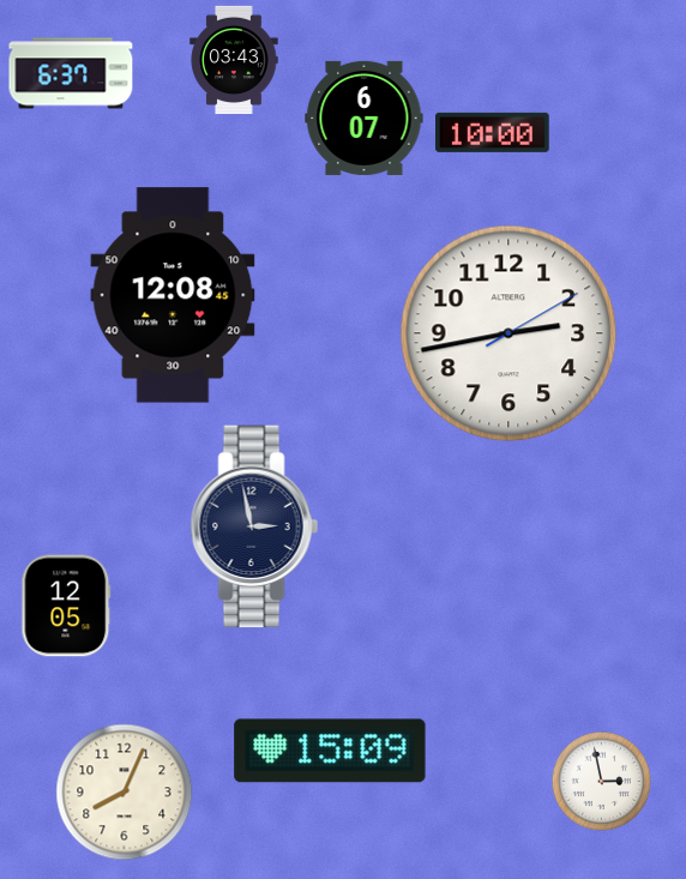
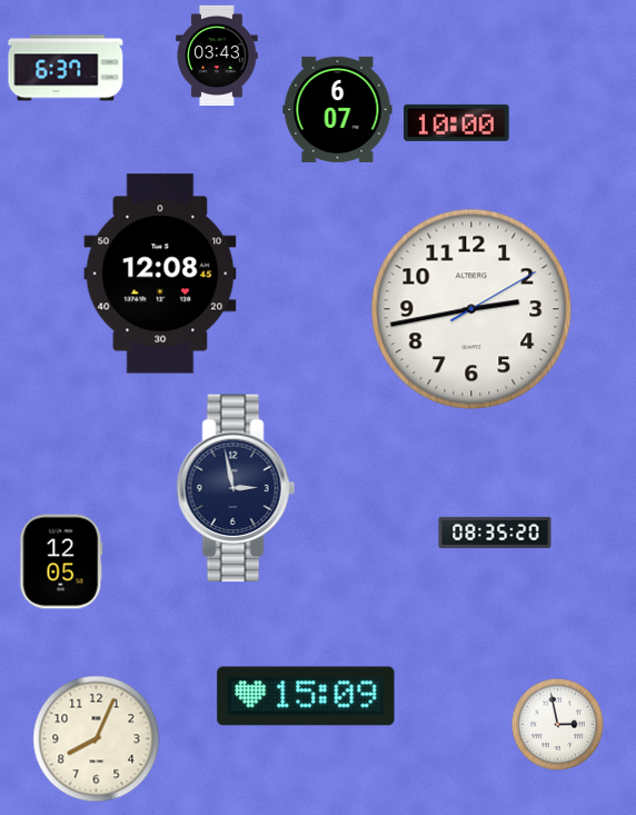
clock at (495, 533): none -> 08:35
clock at (125, 793) position: (125, 793) -> (97, 739)
